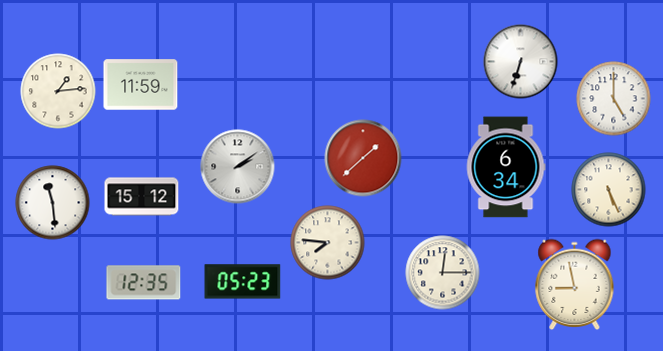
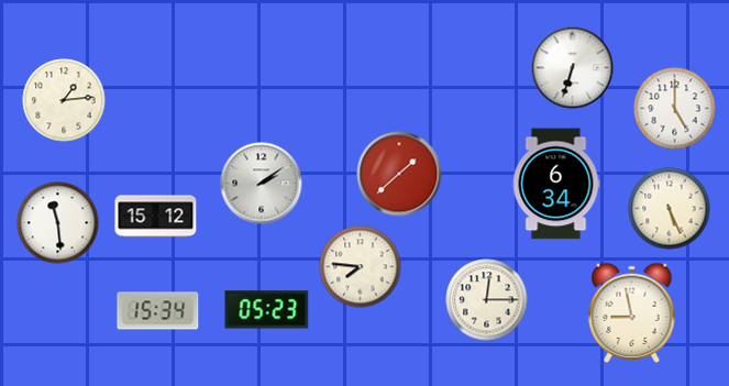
clock at (141, 85): 11:59 -> none
clock at (144, 283): 12:35 -> 15:34
